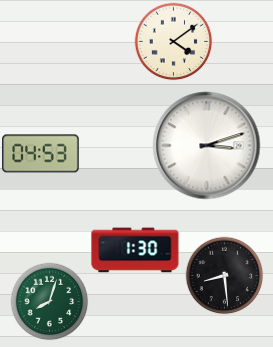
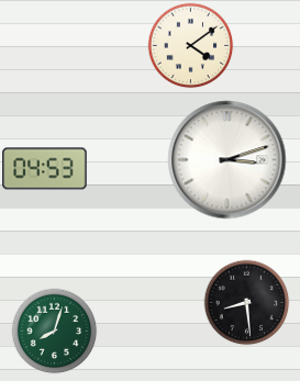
clock at (135, 250): 1:30 -> none
